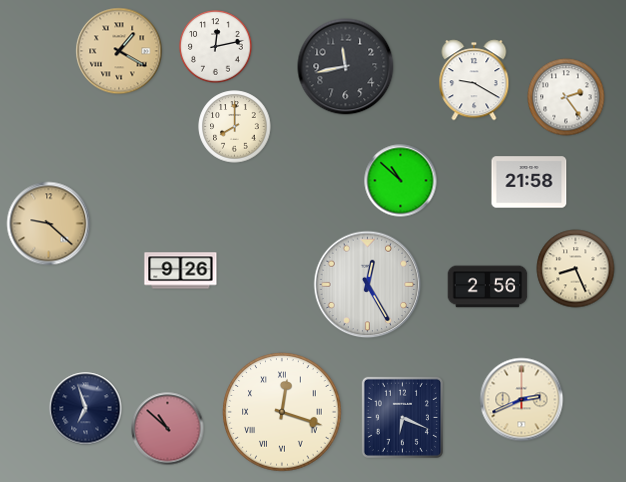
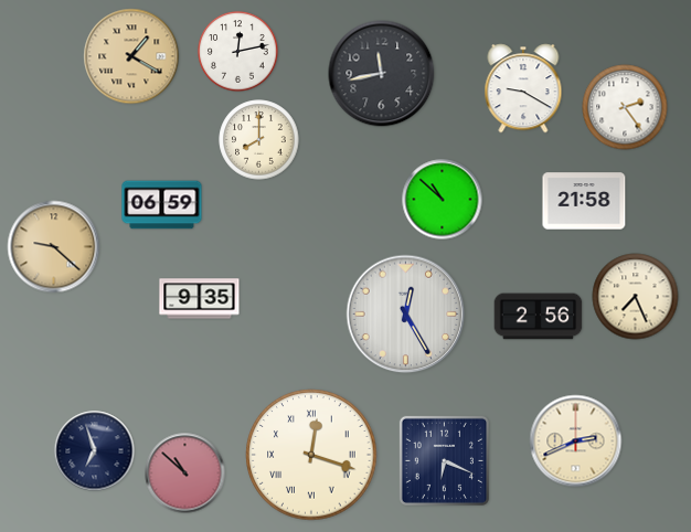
clock at (162, 205): none -> 06:59
clock at (576, 269): 8:26 -> 7:26
clock at (181, 271): 9:26 -> 9:35
